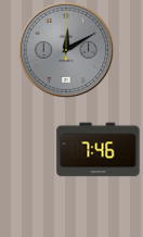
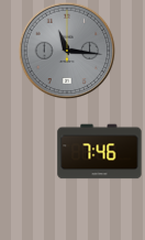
clock at (66, 50): 12:10 -> 11:16
